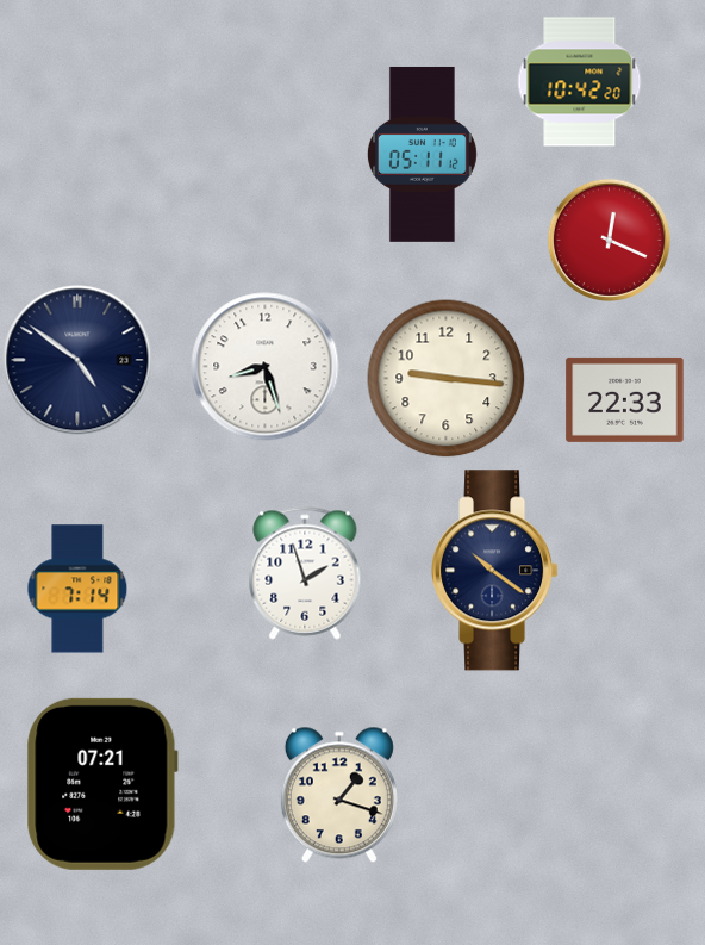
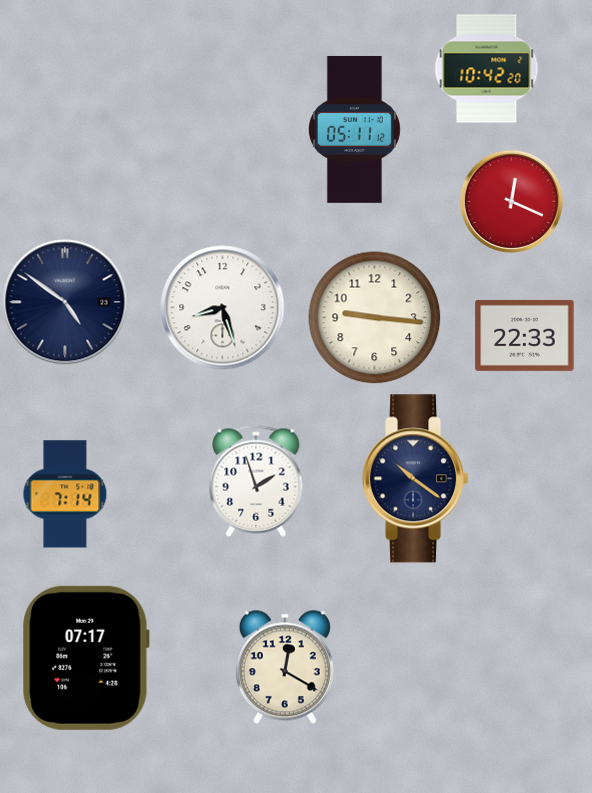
clock at (102, 784): 07:21 -> 07:17
clock at (339, 795): 1:18 -> 12:20
